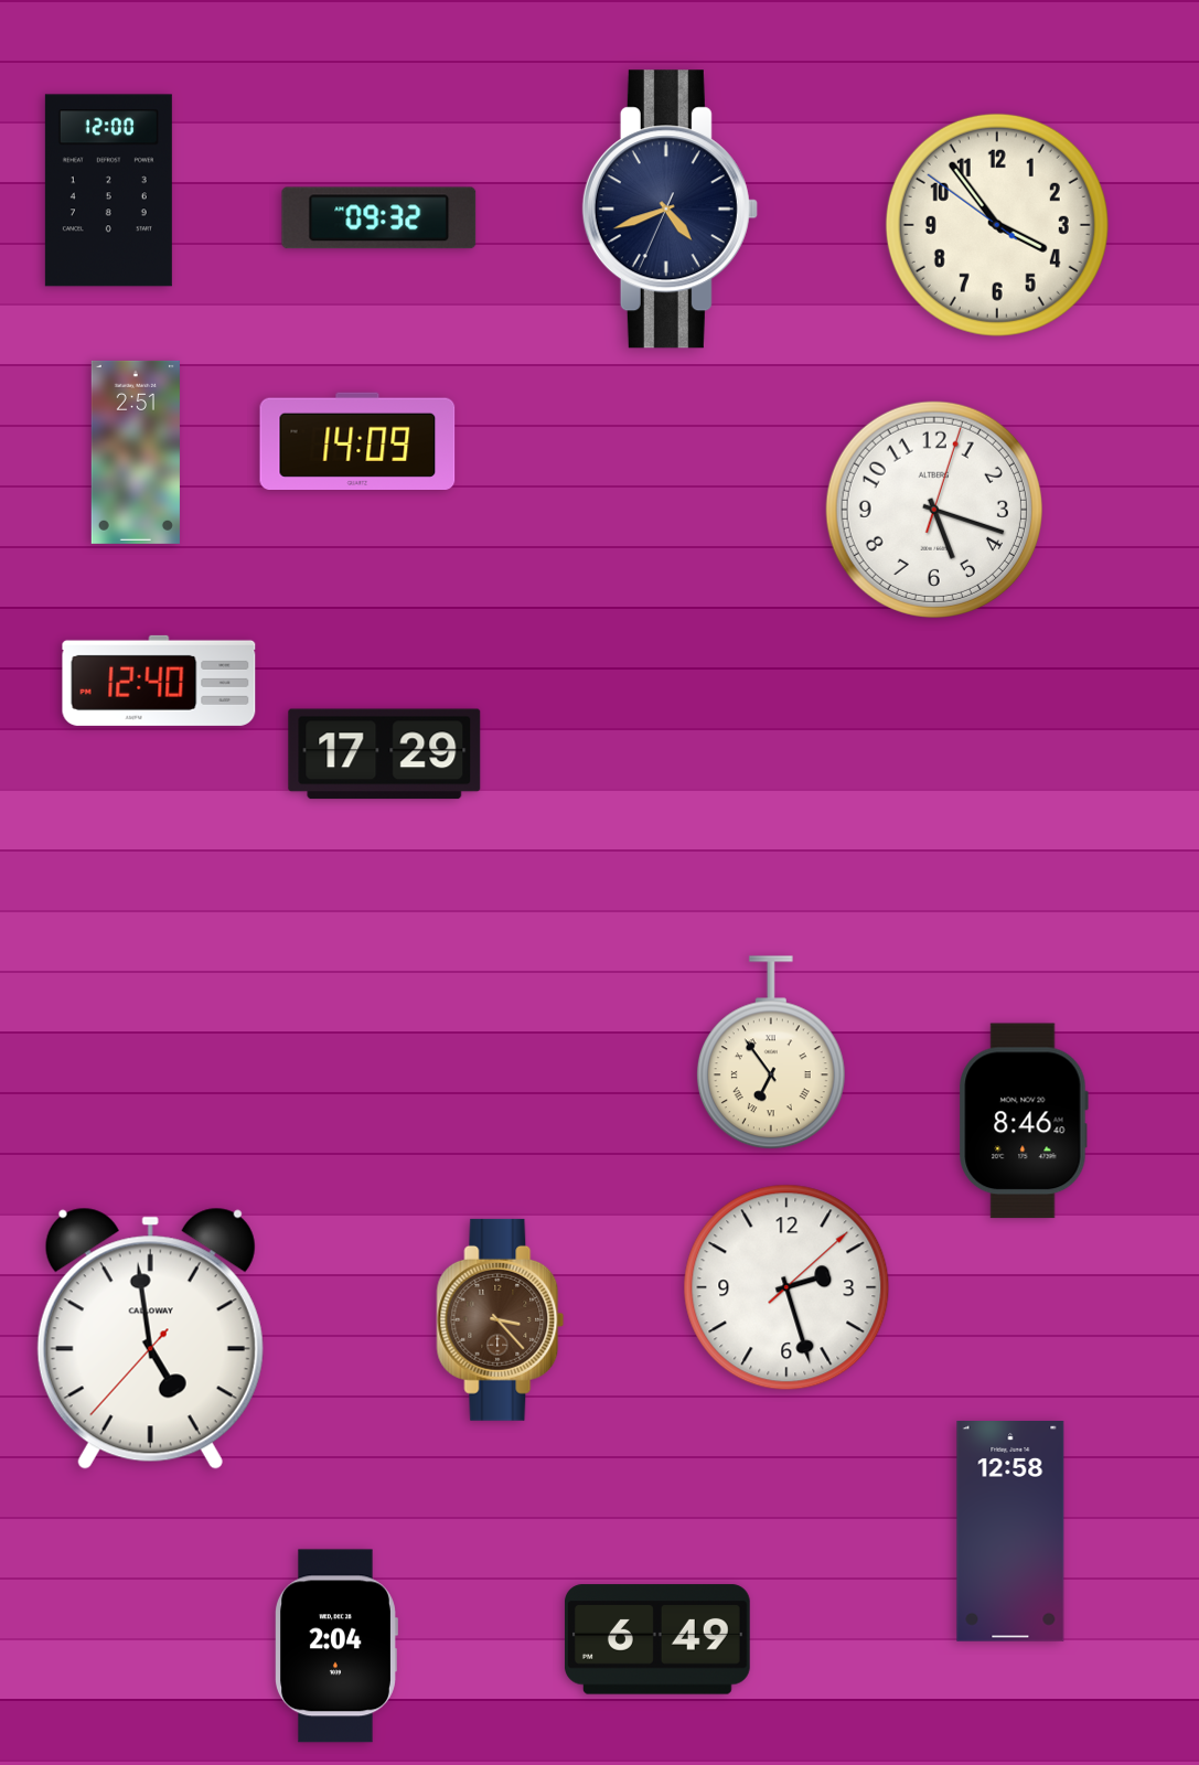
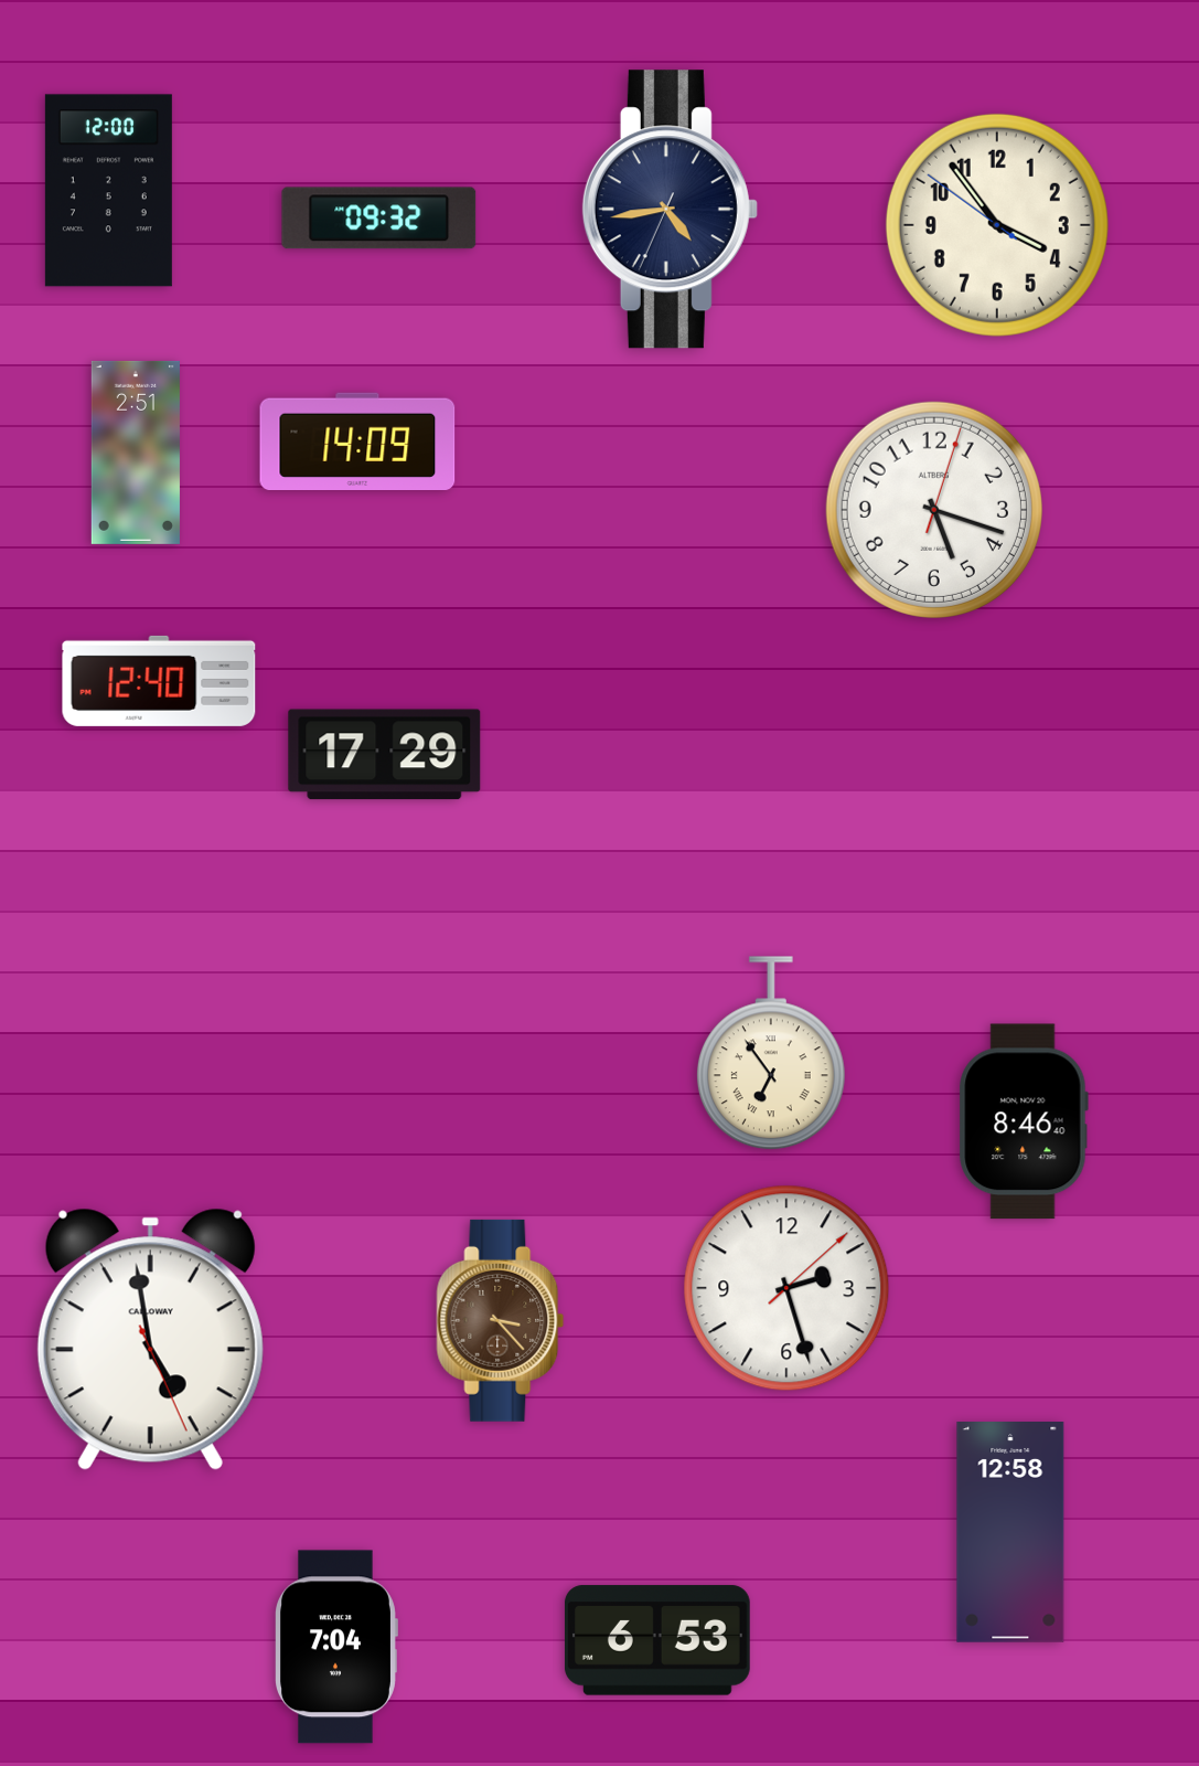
clock at (670, 210): 4:41 -> 4:43
clock at (150, 1338): 4:58:37 -> 4:58:26
clock at (657, 1639): 6:49 -> 6:53
clock at (336, 1646): 2:04 -> 7:04
